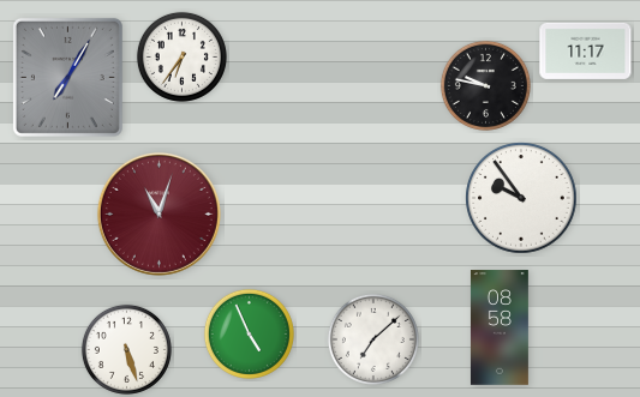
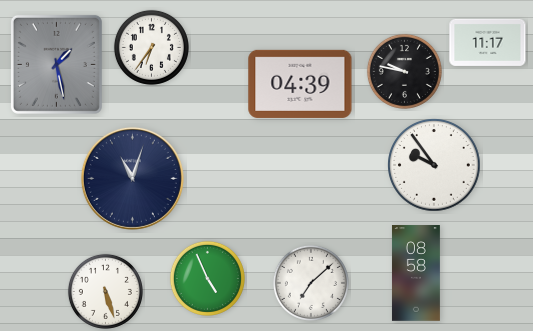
clock at (67, 77): 7:05 -> 1:28
clock at (300, 84): none -> 04:39
clock at (158, 213) dial: burgundy -> navy
